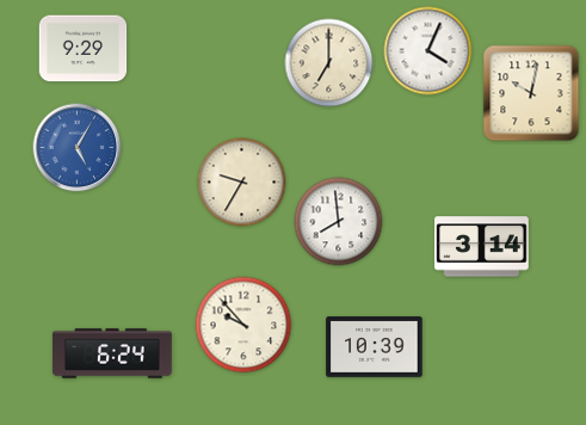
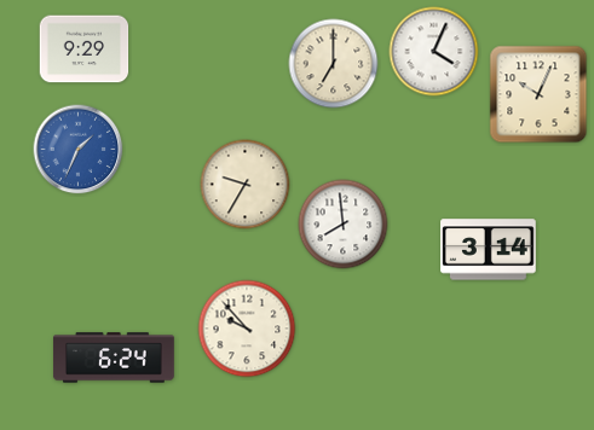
clock at (531, 93): 10:02 -> 10:04
clock at (78, 148): 5:05 -> 1:34
clock at (375, 347): 10:39 -> none
